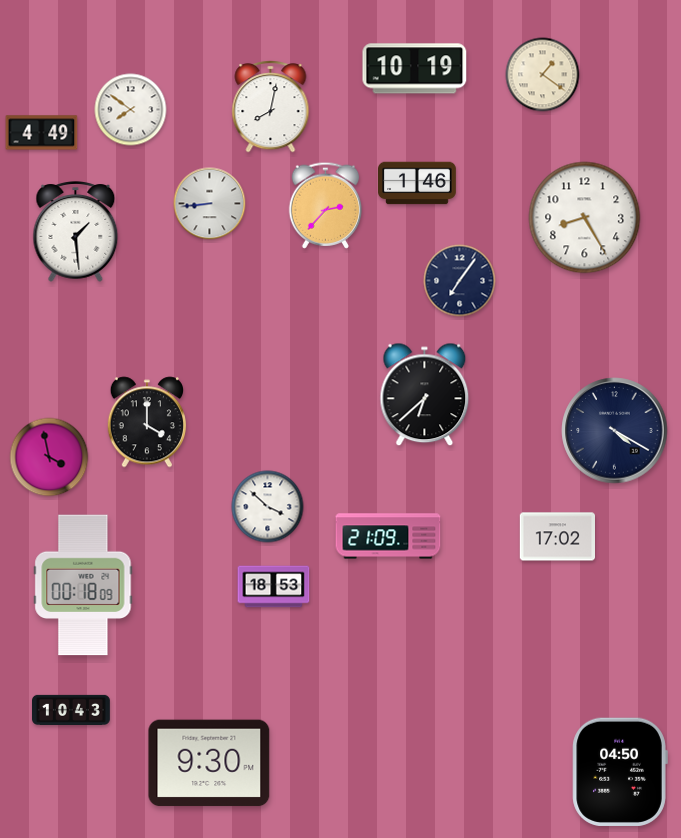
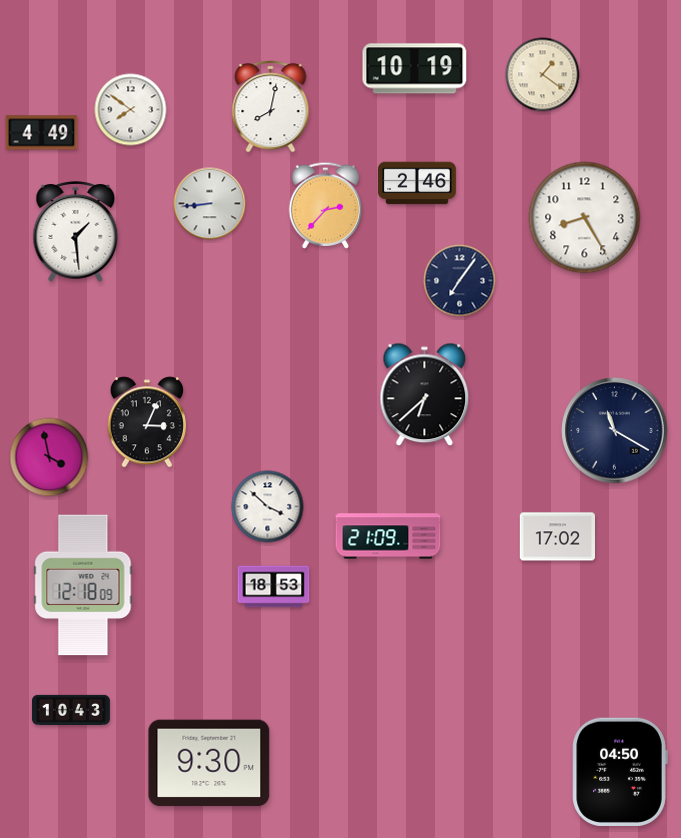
clock at (418, 183): 1:46 -> 2:46
clock at (146, 422): 4:00 -> 3:04
clock at (615, 431): 4:20 -> 11:20
clock at (83, 585): 00:18 -> 12:18
